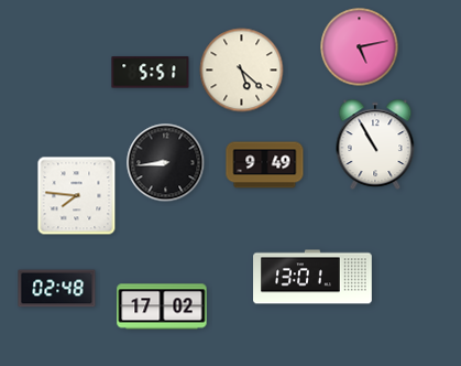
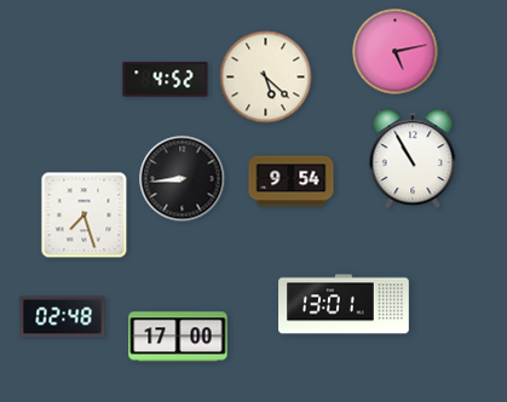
clock at (151, 73): 5:51 -> 4:52
clock at (265, 165): 9:49 -> 9:54
clock at (77, 196): 7:46 -> 7:27
clock at (162, 306): 17:02 -> 17:00
